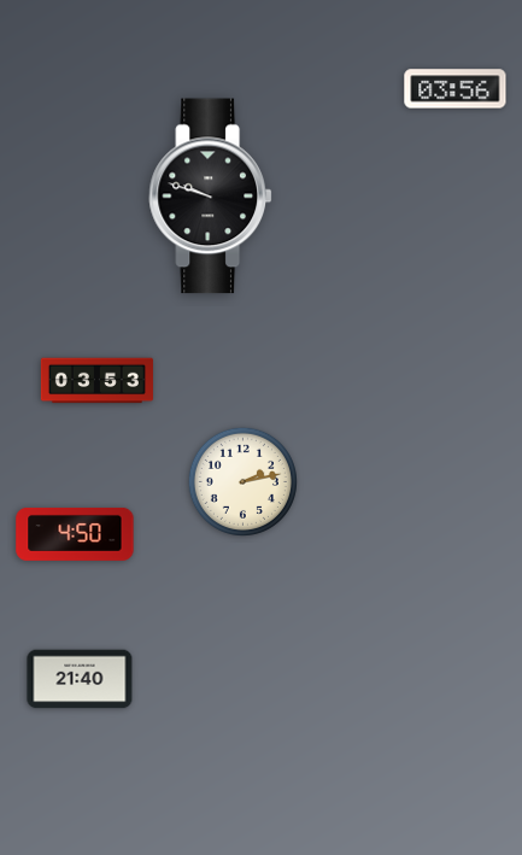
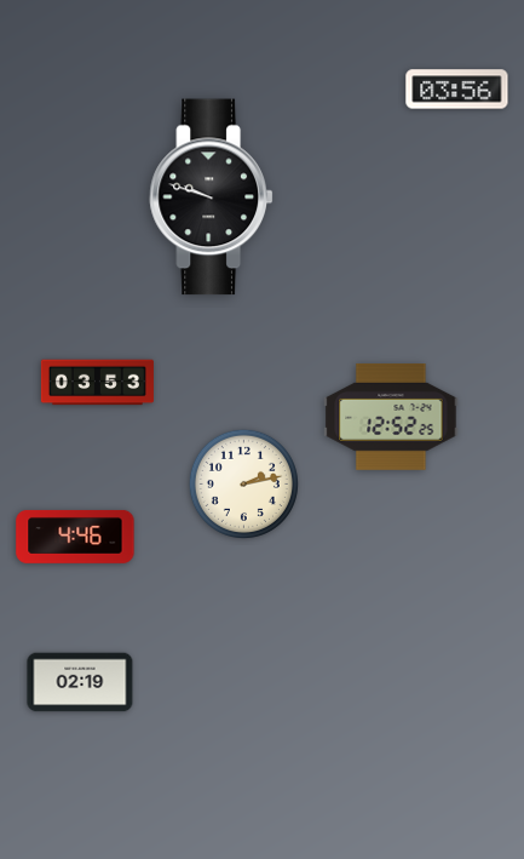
clock at (391, 418): none -> 12:52
clock at (75, 534): 4:50 -> 4:46
clock at (80, 679): 21:40 -> 02:19
